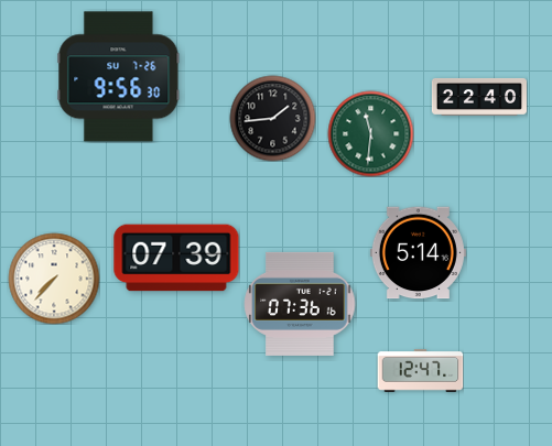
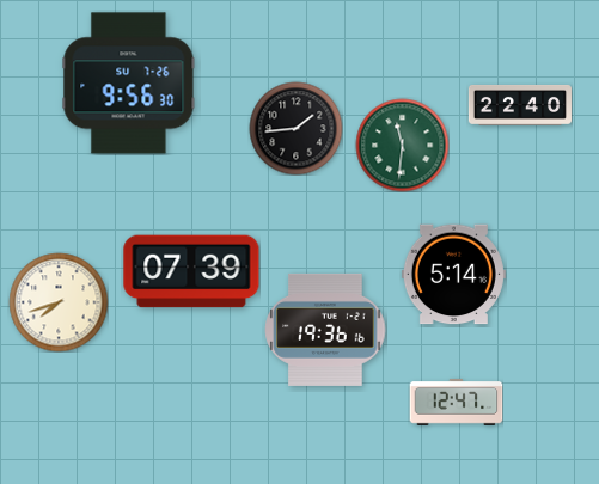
clock at (176, 258) position: (176, 258) -> (191, 271)
clock at (54, 279): 7:37 -> 7:42
clock at (300, 304): 07:36 -> 19:36
